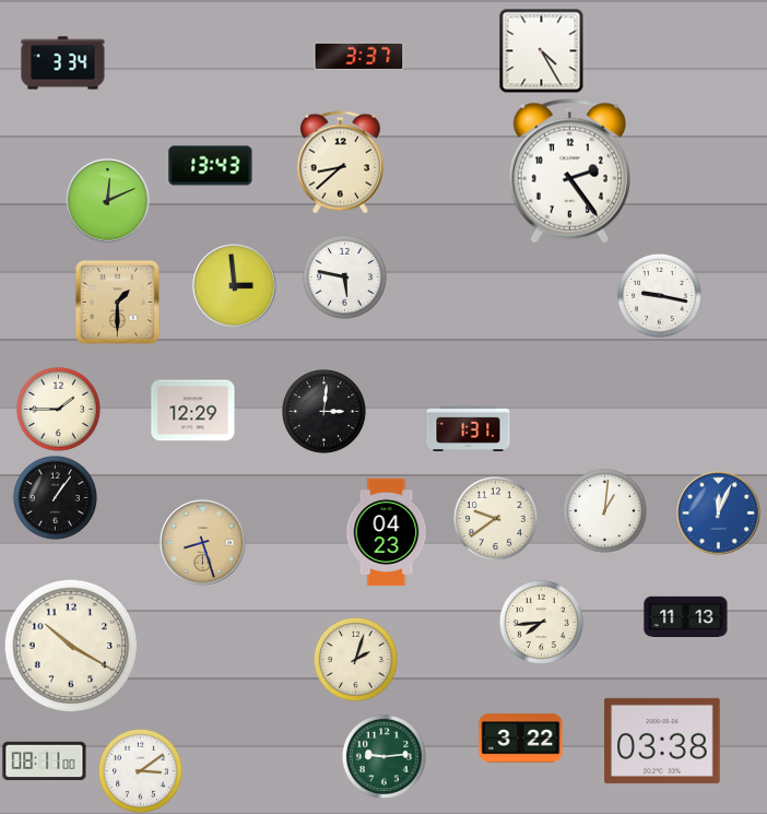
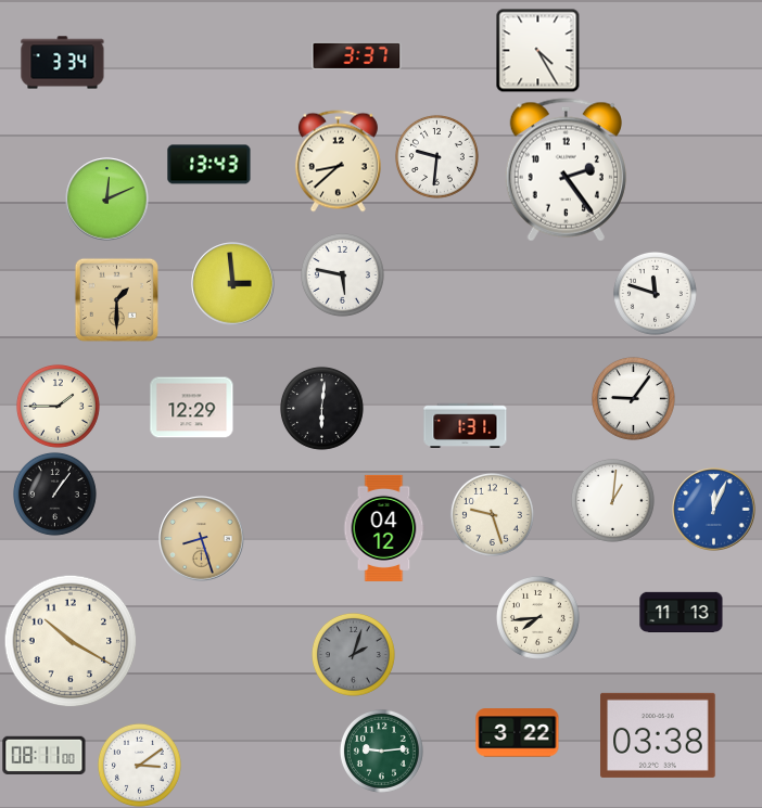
clock at (436, 156): none -> 9:31
clock at (659, 295): 9:17 -> 11:48
clock at (633, 398): none -> 9:06
clock at (323, 411): 3:01 -> 6:01
clock at (604, 510) position: (604, 510) -> (612, 500)
clock at (495, 518): 9:39 -> 9:27
clock at (387, 532): 04:23 -> 04:12
clock at (355, 659) dial: cream -> grey
